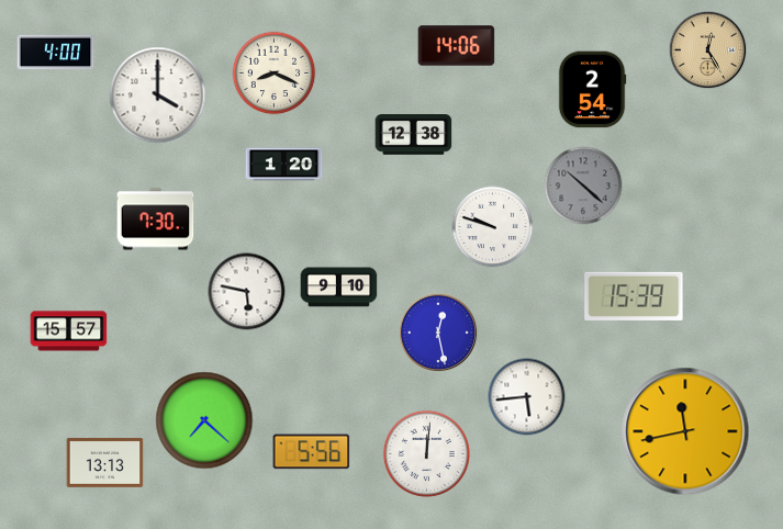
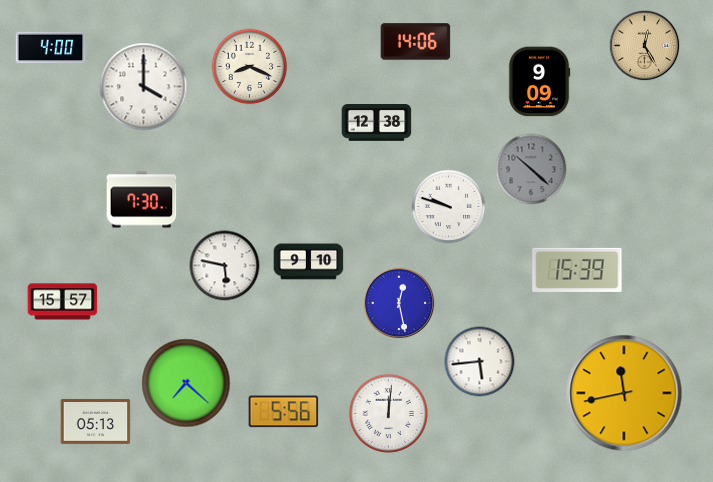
clock at (592, 90): 2:54 -> 9:09
clock at (284, 165): 1:20 -> none
clock at (105, 463): 13:13 -> 05:13
